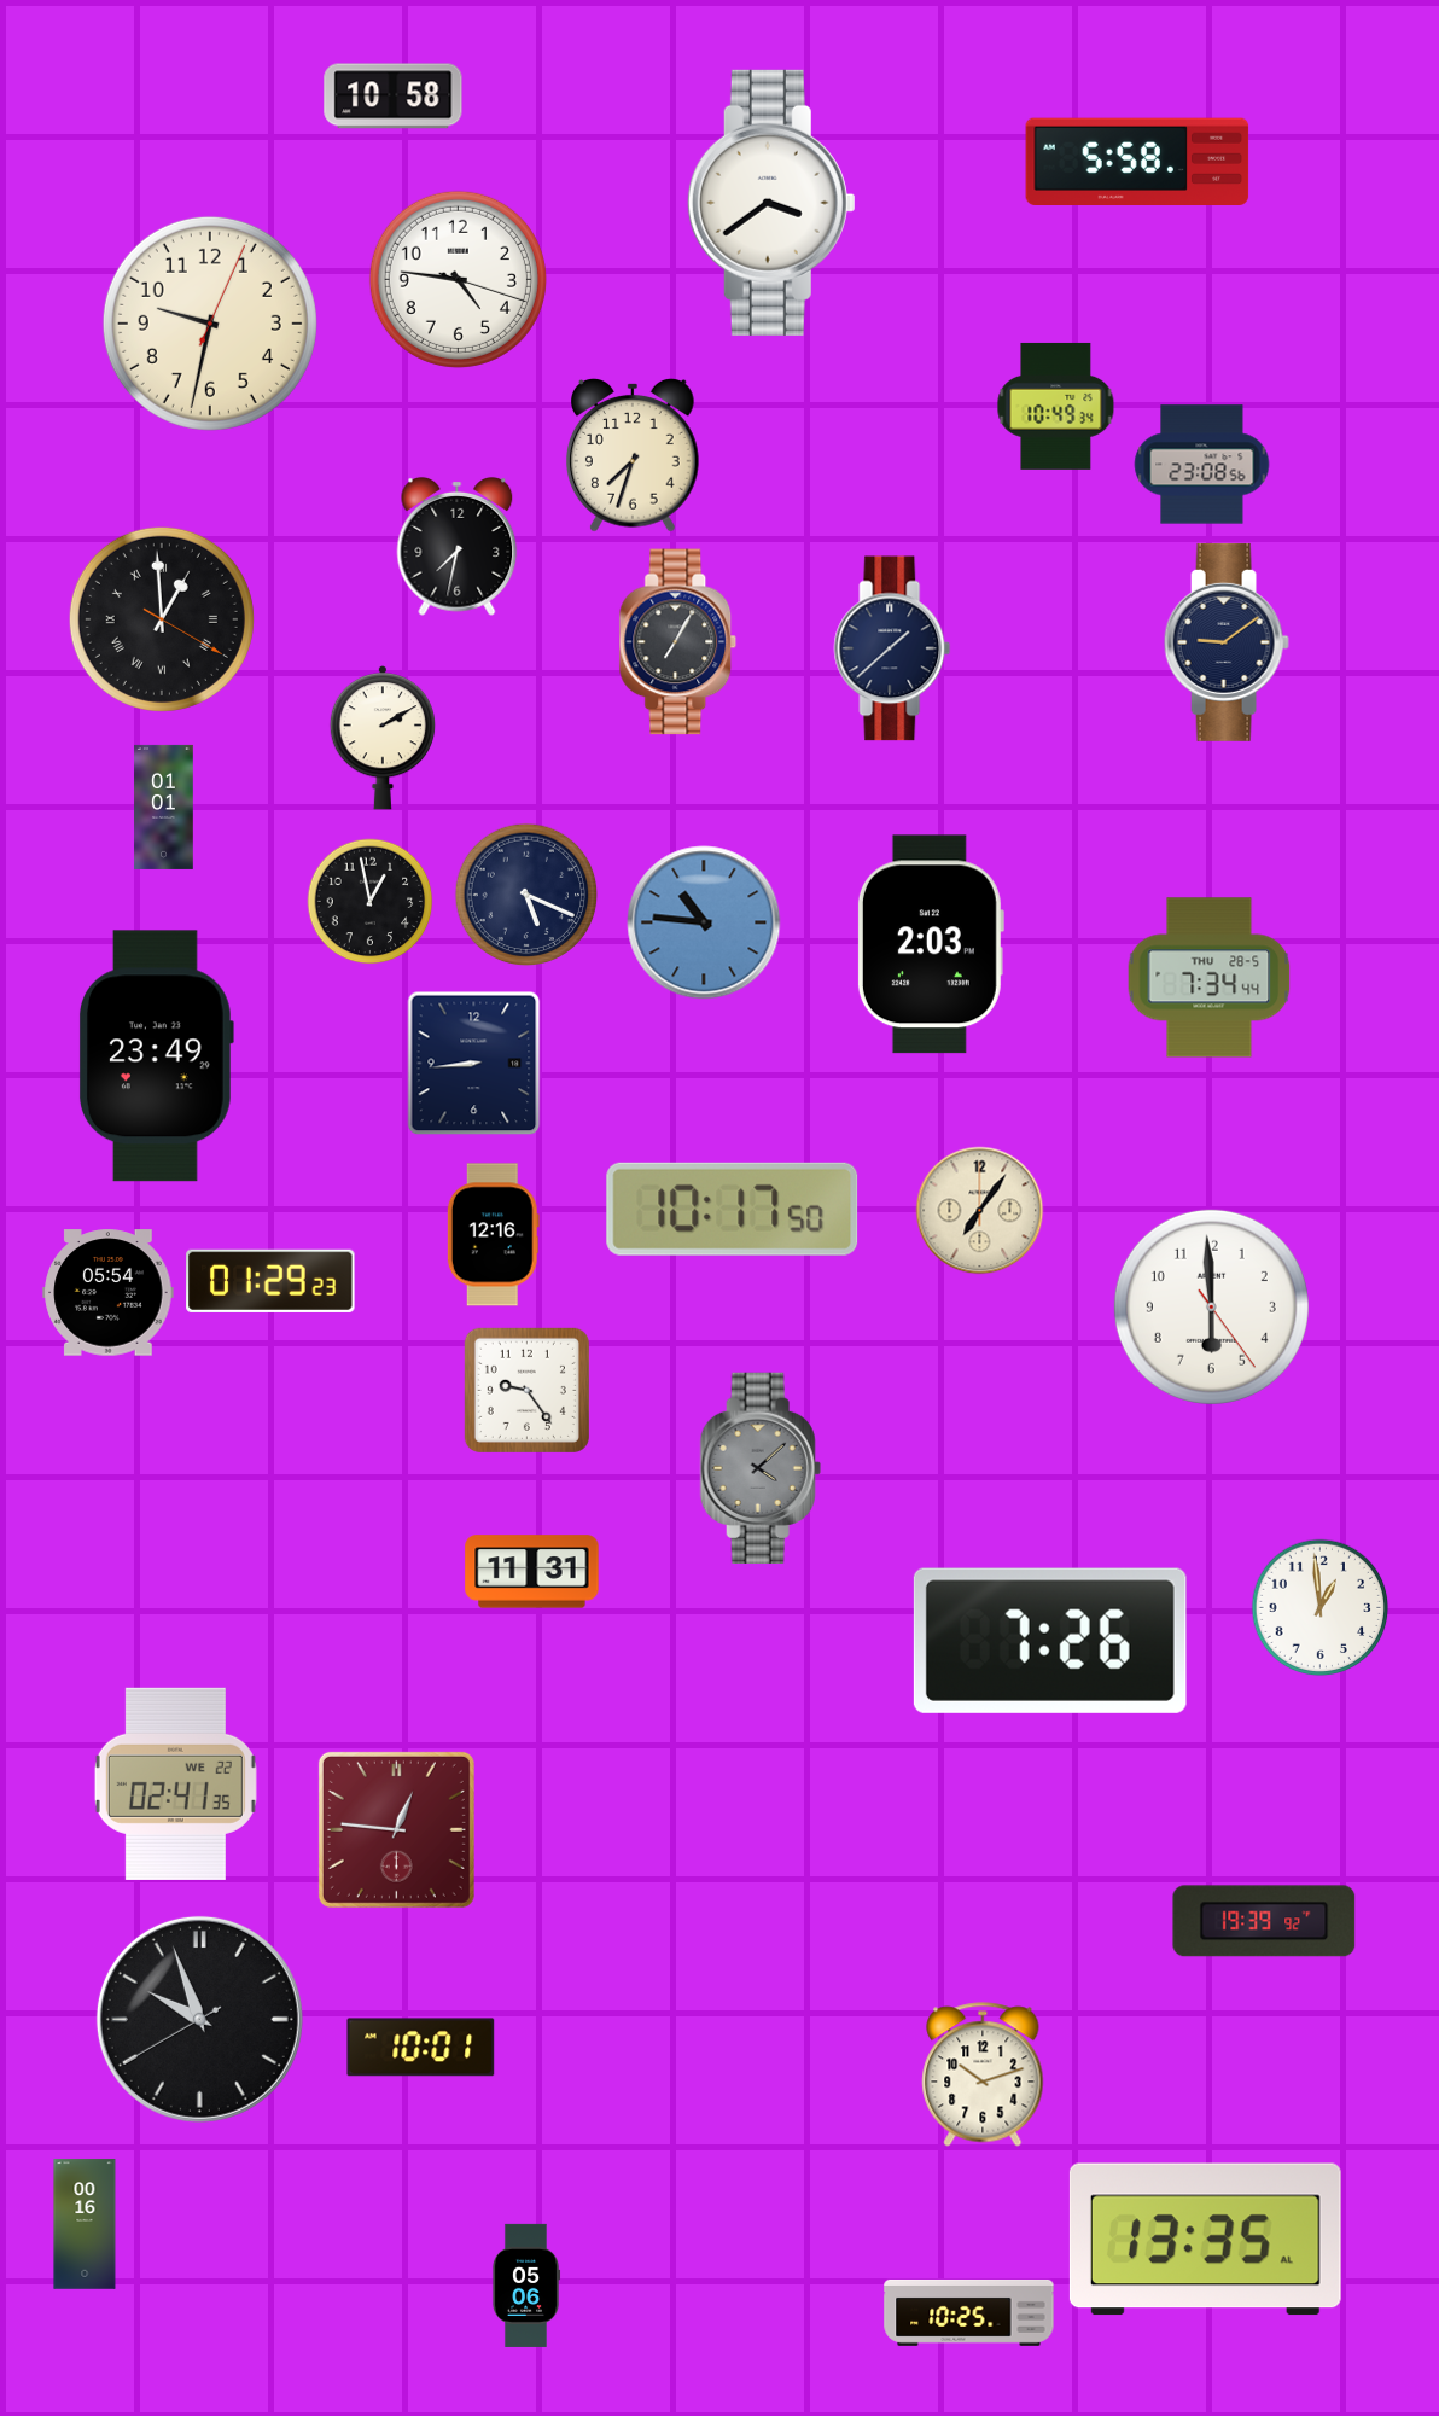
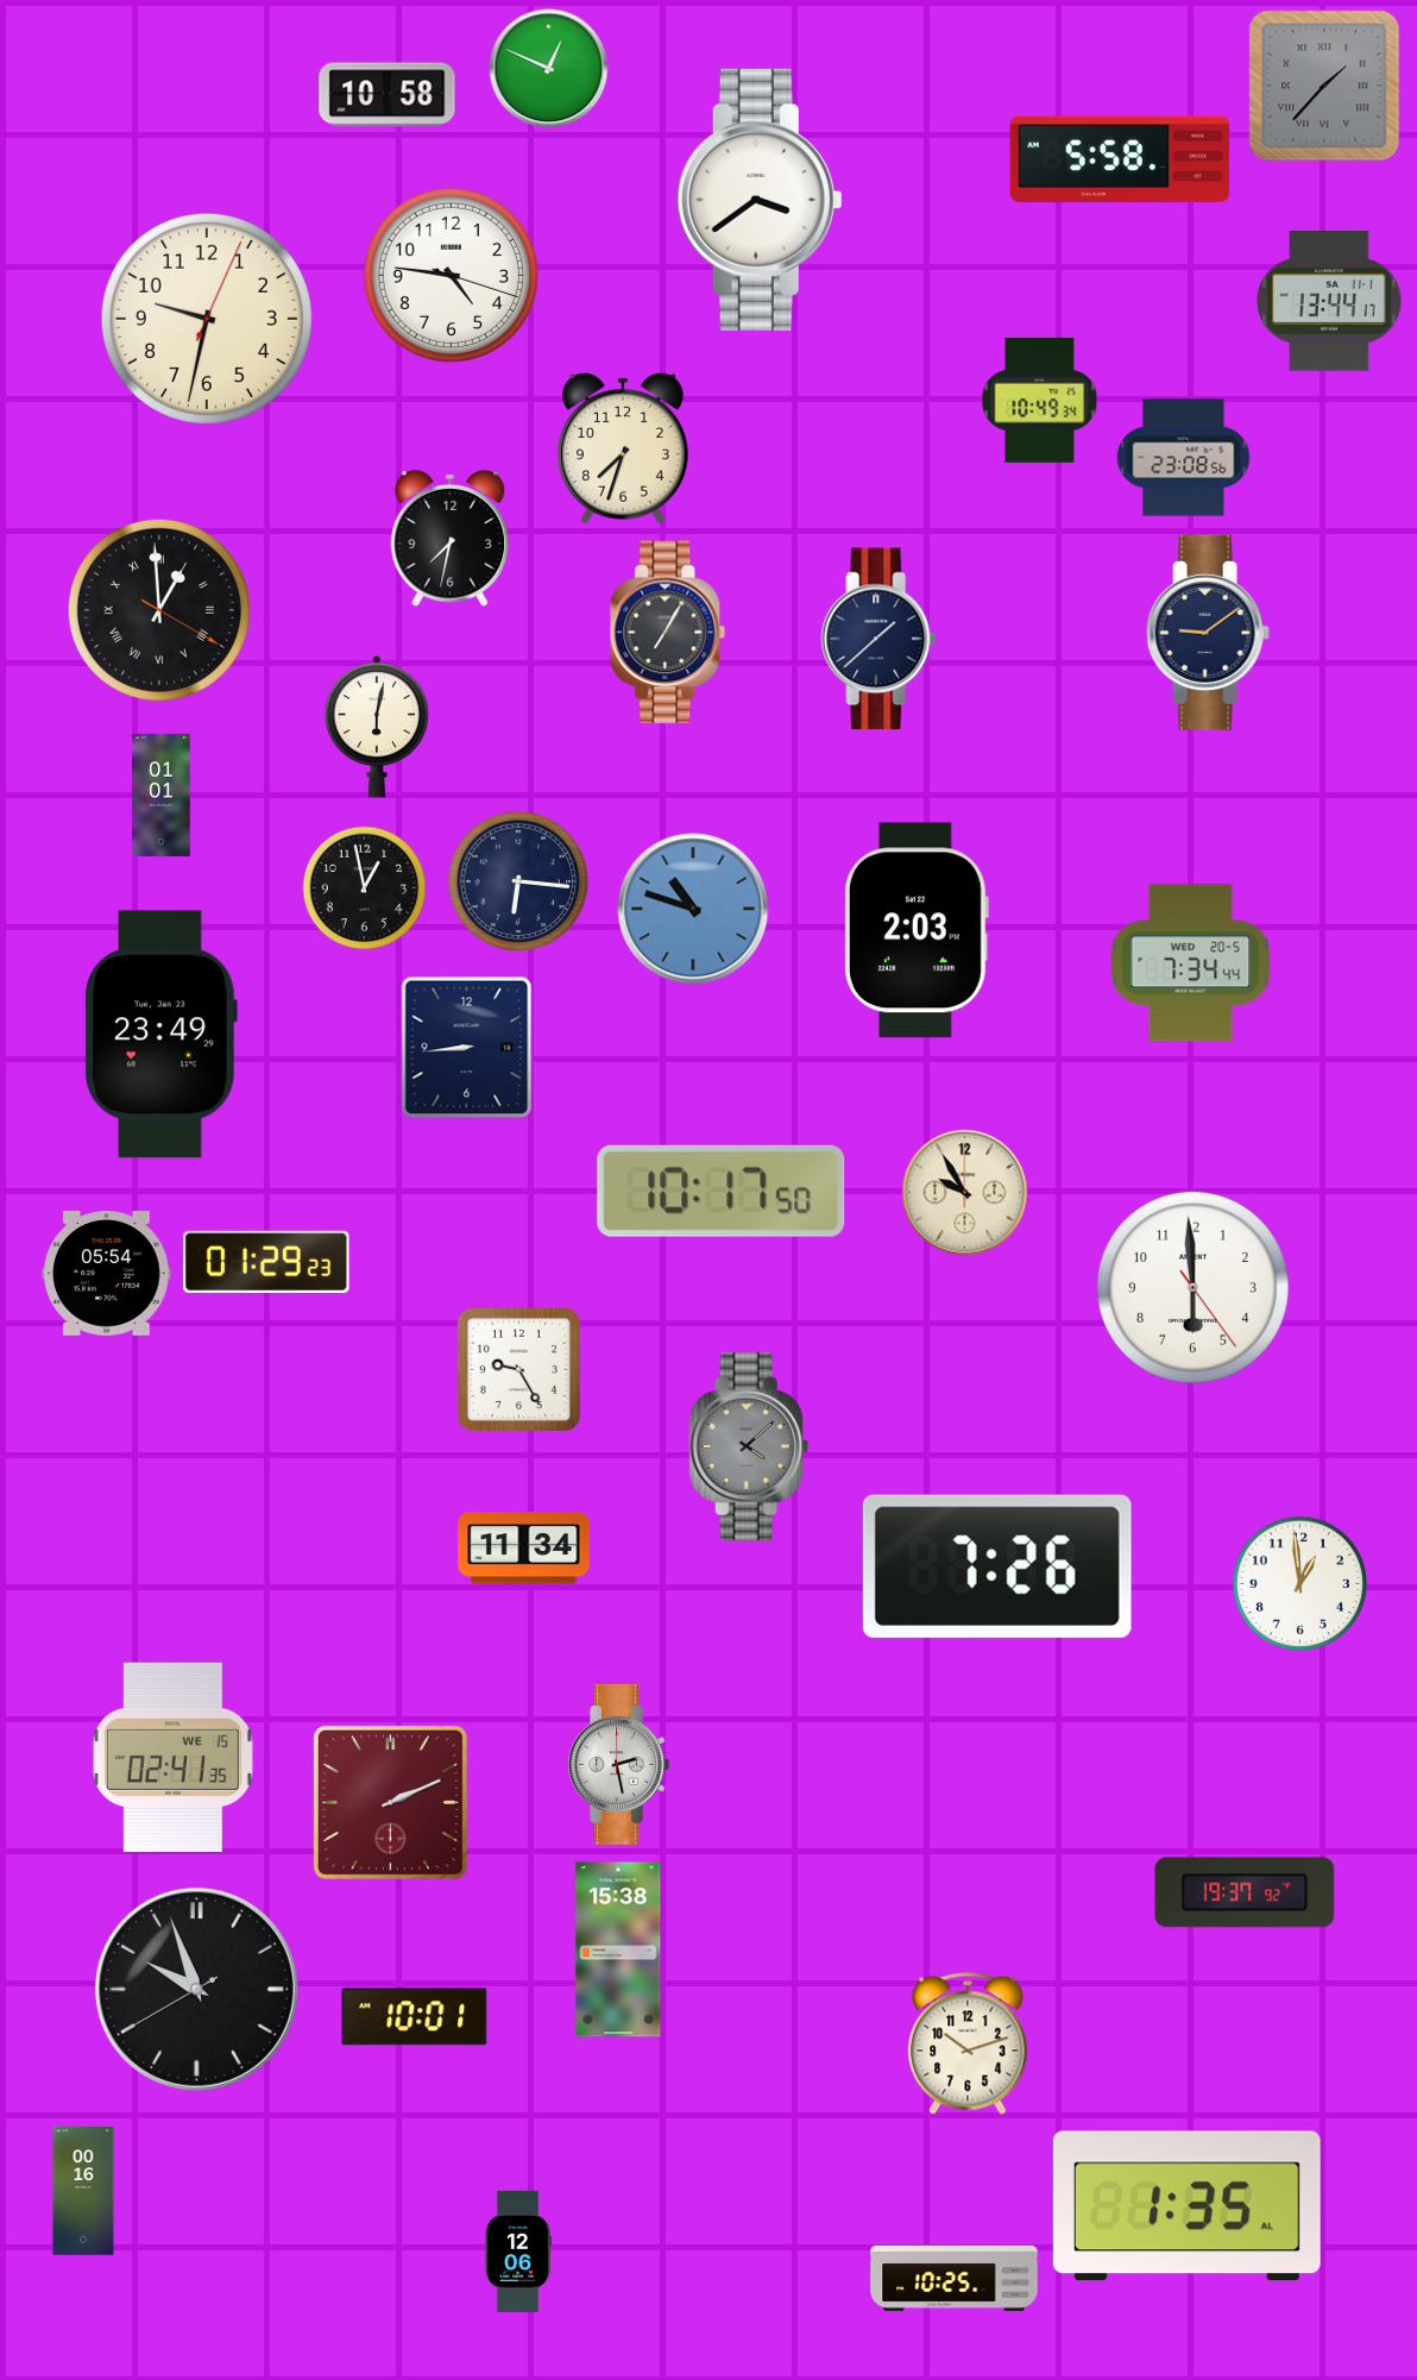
clock at (549, 69): none -> 12:49
clock at (1324, 86): none -> 1:37
clock at (1329, 302): none -> 13:44
clock at (381, 738): 2:10 -> 6:02
clock at (526, 895): 5:19 -> 6:16
clock at (704, 922): 10:46 -> 10:48
clock at (1210, 978) date: THU 28-5 -> WED 20-5
clock at (156, 1056) position: (156, 1056) -> (160, 1035)
clock at (980, 1211): 7:06 -> 9:55
clock at (493, 1235): 12:16 -> none
clock at (526, 1390): 9:24 -> 9:25
clock at (532, 1572): 11:31 -> 11:34
clock at (1050, 1641) position: (1050, 1641) -> (997, 1566)
clock at (175, 1783) date: WE 22 -> WE 15
clock at (618, 1764): none -> 2:28
clock at (396, 1829): 12:46 -> 2:11
clock at (1264, 1921): 19:39 -> 19:37
clock at (618, 1949): none -> 15:38
clock at (1205, 2240): 13:35 -> 1:35
clock at (526, 2286): 05:06 -> 12:06
